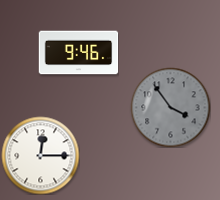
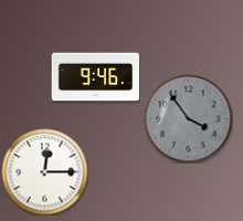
clock at (78, 53) position: (78, 53) -> (95, 77)
